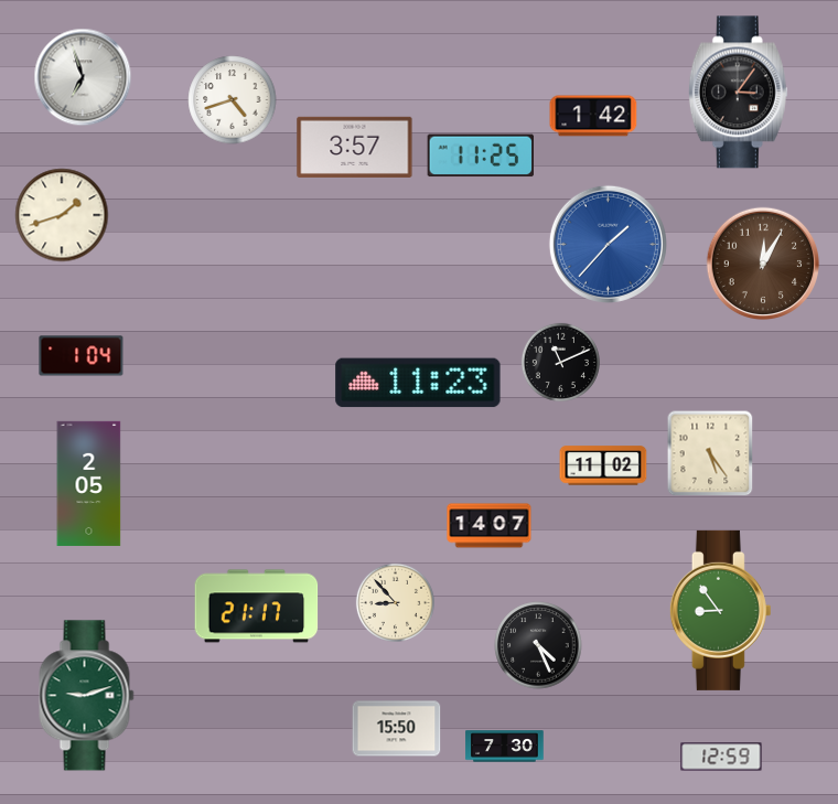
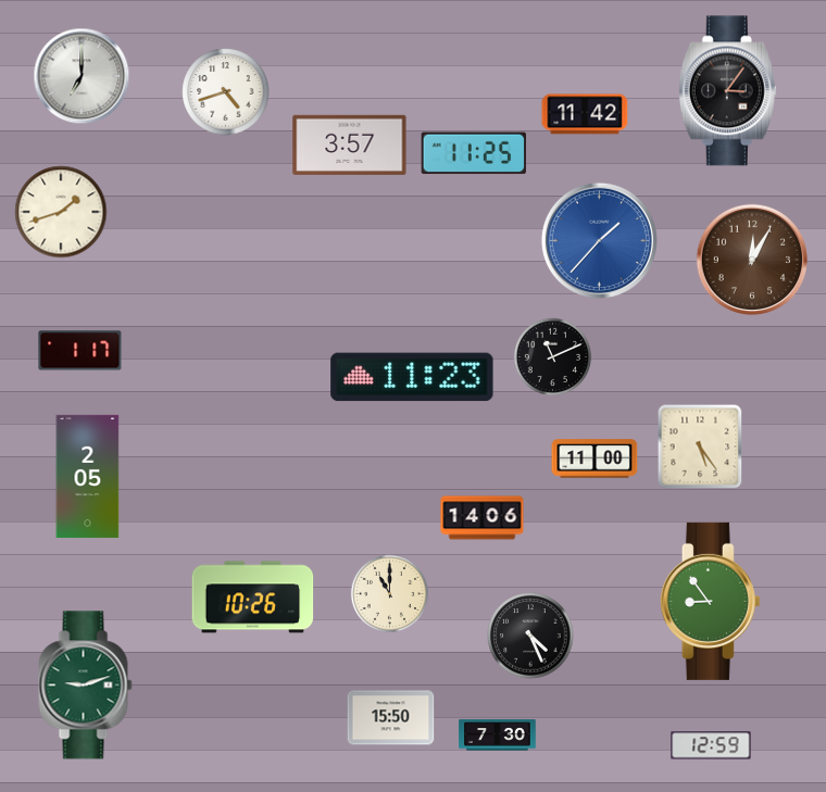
clock at (83, 77): 6:57 -> 7:00
clock at (233, 100) position: (233, 100) -> (226, 92)
clock at (593, 116): 1:42 -> 11:42
clock at (82, 356): 1:04 -> 1:17
clock at (603, 465): 11:02 -> 11:00
clock at (490, 526): 14:07 -> 14:06
clock at (395, 602): 8:53 -> 11:00
clock at (257, 607): 21:17 -> 10:26
